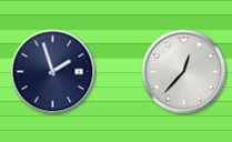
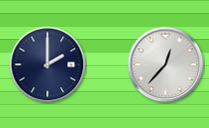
clock at (53, 72): 1:57 -> 2:00
